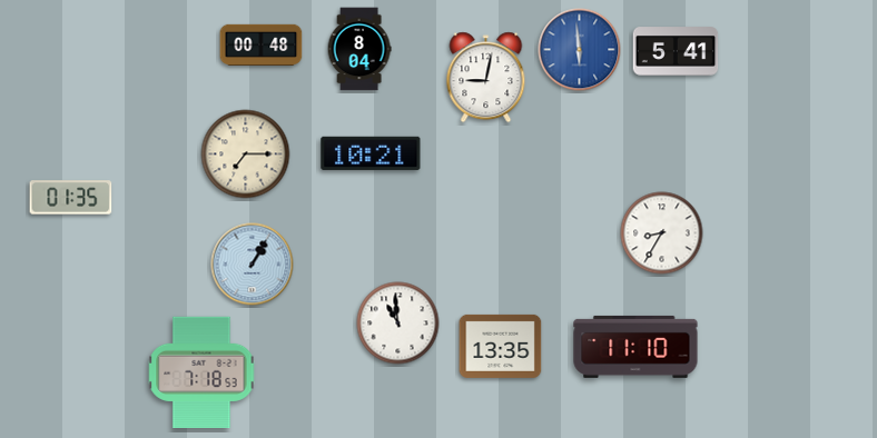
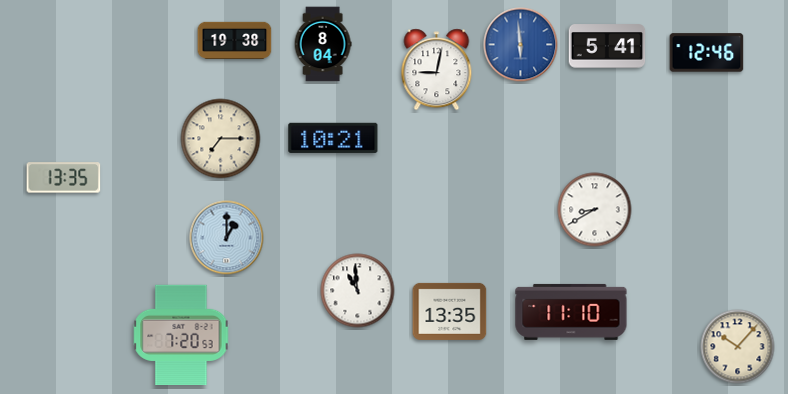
clock at (262, 44): 00:48 -> 19:38
clock at (707, 53): none -> 12:46
clock at (71, 198): 01:35 -> 13:35
clock at (662, 233): 8:35 -> 8:40
clock at (253, 265): 1:05 -> 1:00
clock at (201, 371): 7:18 -> 7:20
clock at (738, 347): none -> 10:07
